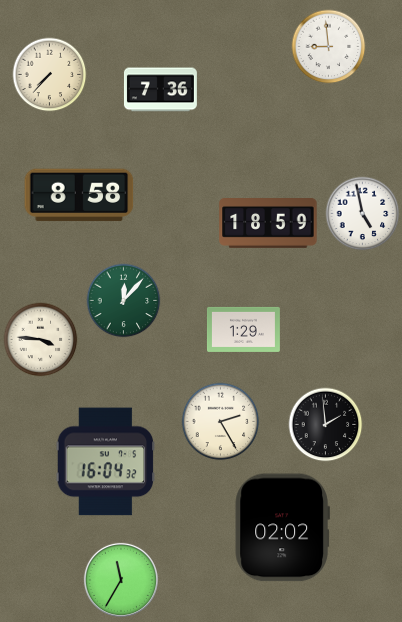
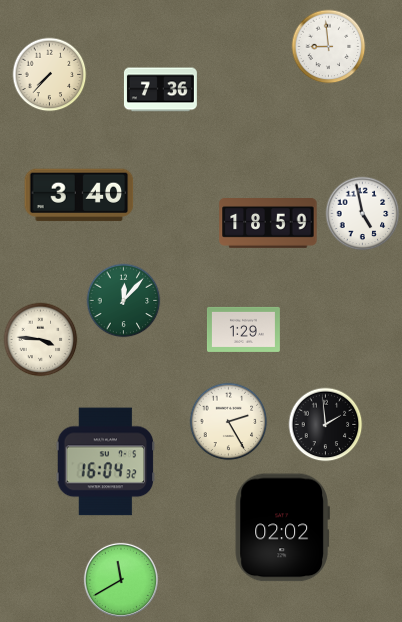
clock at (79, 195): 8:58 -> 3:40
clock at (221, 422) position: (221, 422) -> (229, 422)
clock at (121, 580): 11:35 -> 11:40
